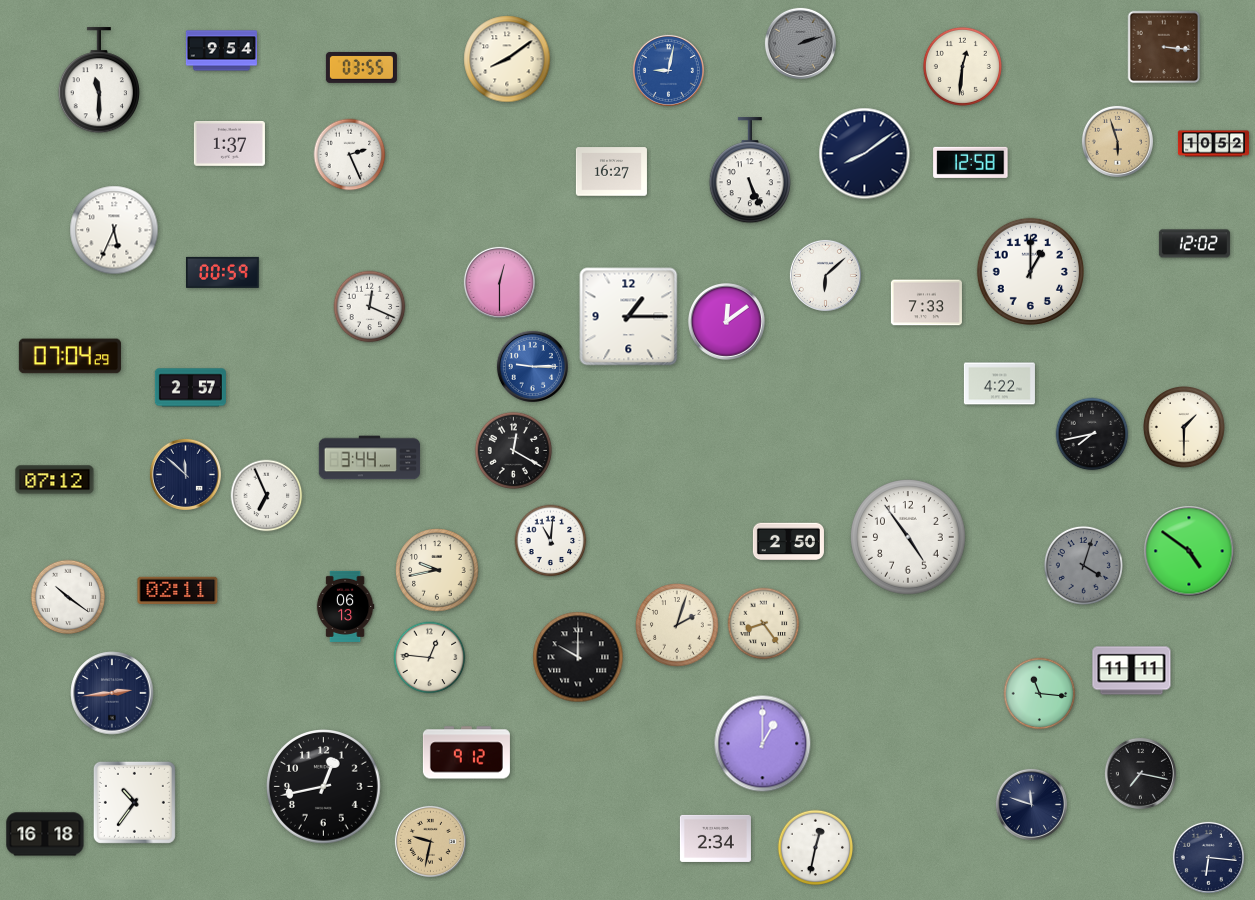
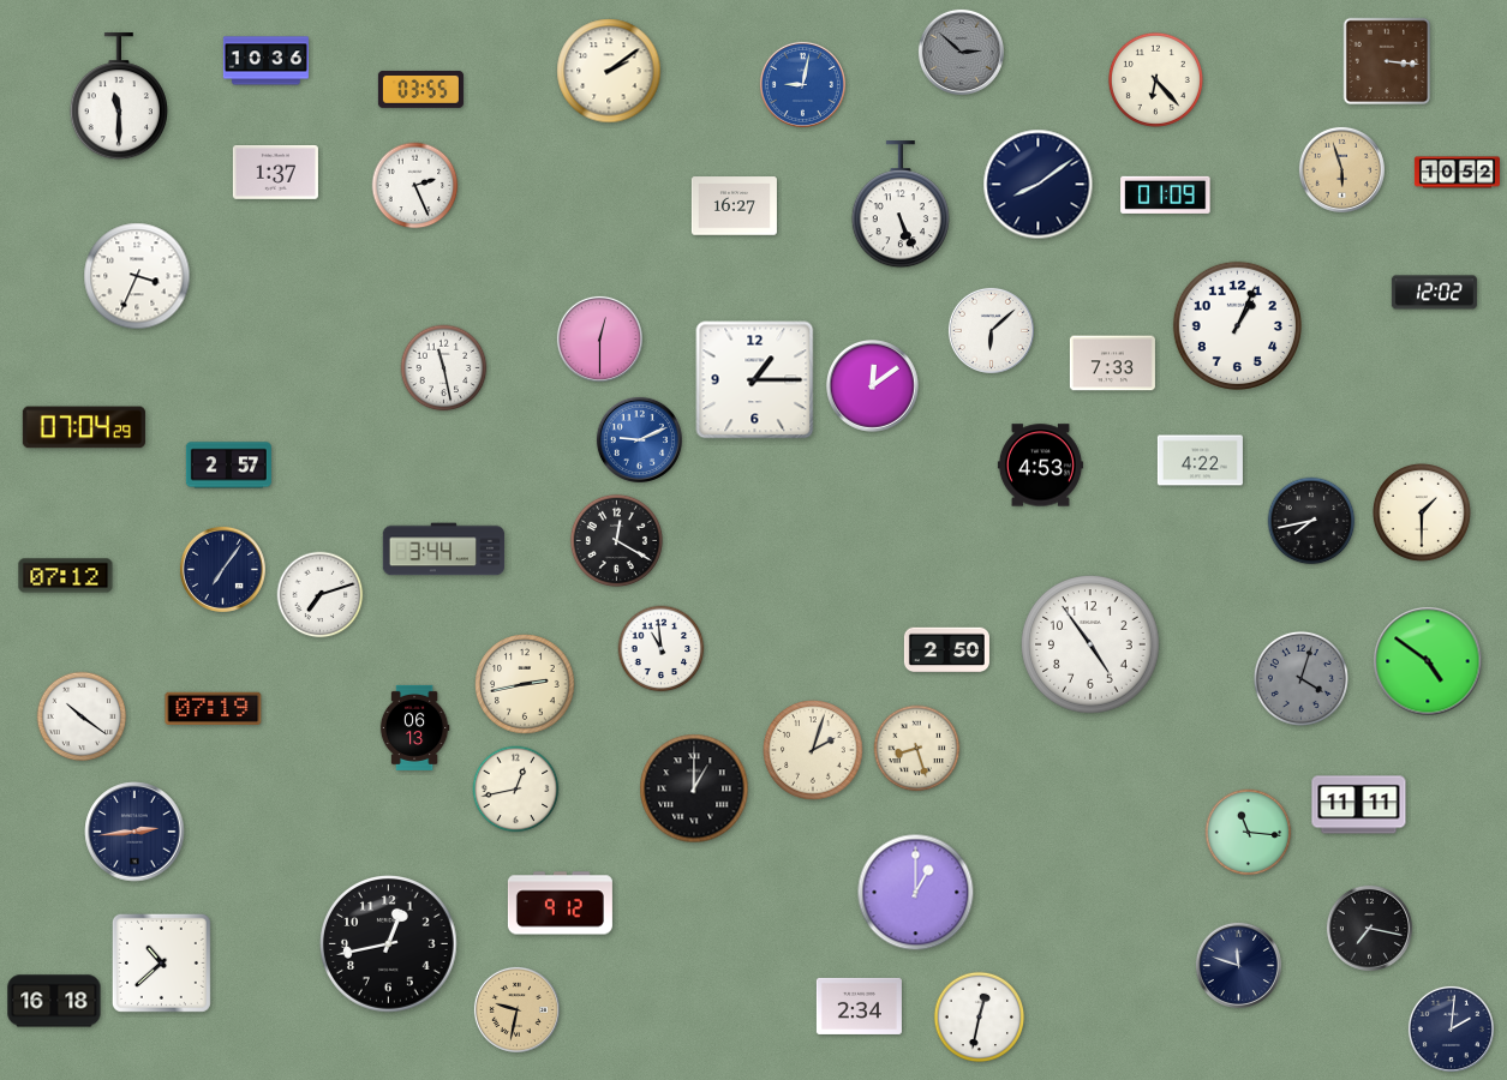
clock at (800, 43): 2:12 -> 2:52
clock at (1164, 47) position: (1164, 47) -> (1387, 61)
clock at (221, 51): 9:54 -> 10:36
clock at (507, 59): 8:09 -> 2:09
clock at (962, 66): 12:31 -> 6:23
clock at (361, 67) position: (361, 67) -> (420, 89)
clock at (350, 155) position: (350, 155) -> (415, 186)
clock at (971, 162): 12:58 -> 01:09
clock at (114, 230): 5:34 -> 3:34
clock at (1030, 271): 1:00 -> 1:04
clock at (223, 272): 00:59 -> none
clock at (370, 307): 12:19 -> 11:28
clock at (532, 366): 9:15 -> 9:11
clock at (1040, 466): none -> 4:53
clock at (185, 474): 11:52 -> 7:06
clock at (267, 496): 6:56 -> 7:12
clock at (551, 541): 11:01 -> 10:59
clock at (437, 570): 9:43 -> 2:43
clock at (178, 590): 02:11 -> 07:19
clock at (764, 624): 8:24 -> 8:27
clock at (578, 657): 10:00 -> 1:00
clock at (430, 658): 12:46 -> 12:43
clock at (134, 802): 10:36 -> 10:38
clock at (1208, 857): 6:16 -> 2:01
